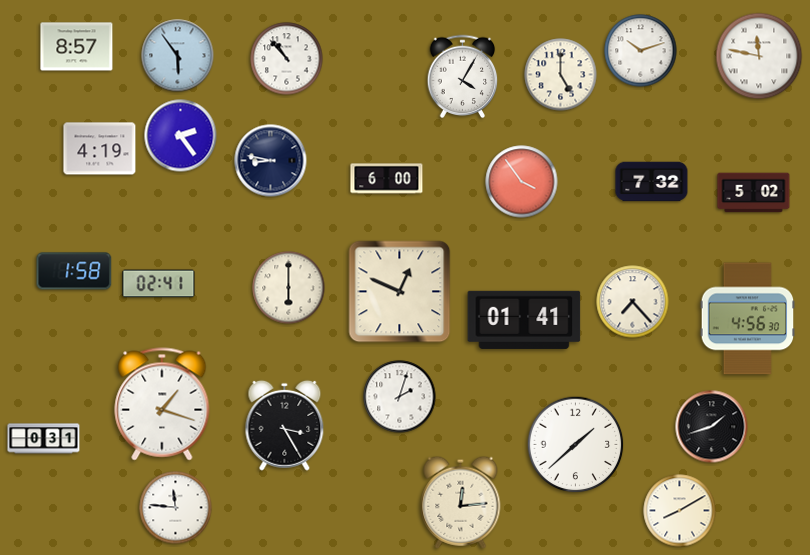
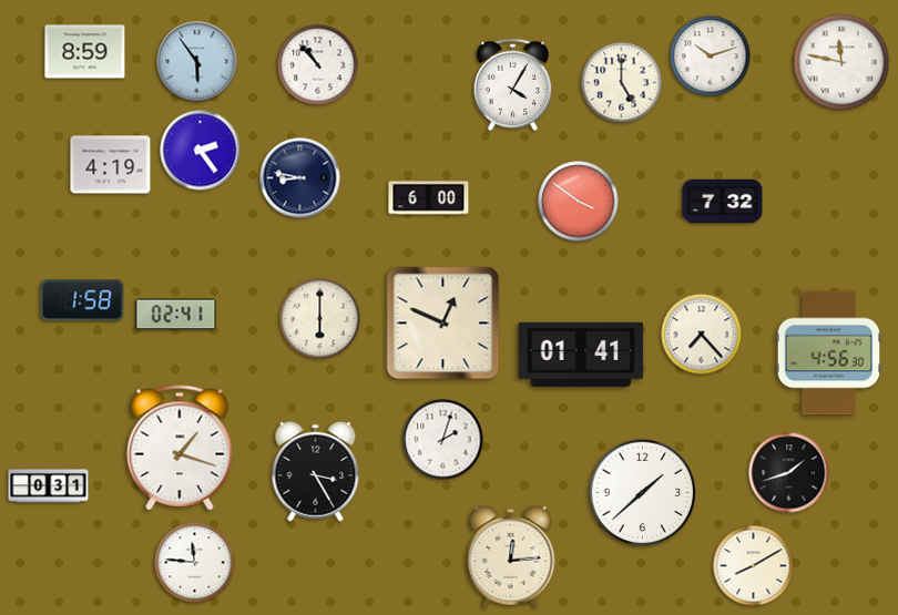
clock at (77, 47): 8:57 -> 8:59
clock at (522, 182): 3:54 -> 3:51
clock at (754, 193): 5:02 -> none
clock at (576, 445) position: (576, 445) -> (643, 493)
